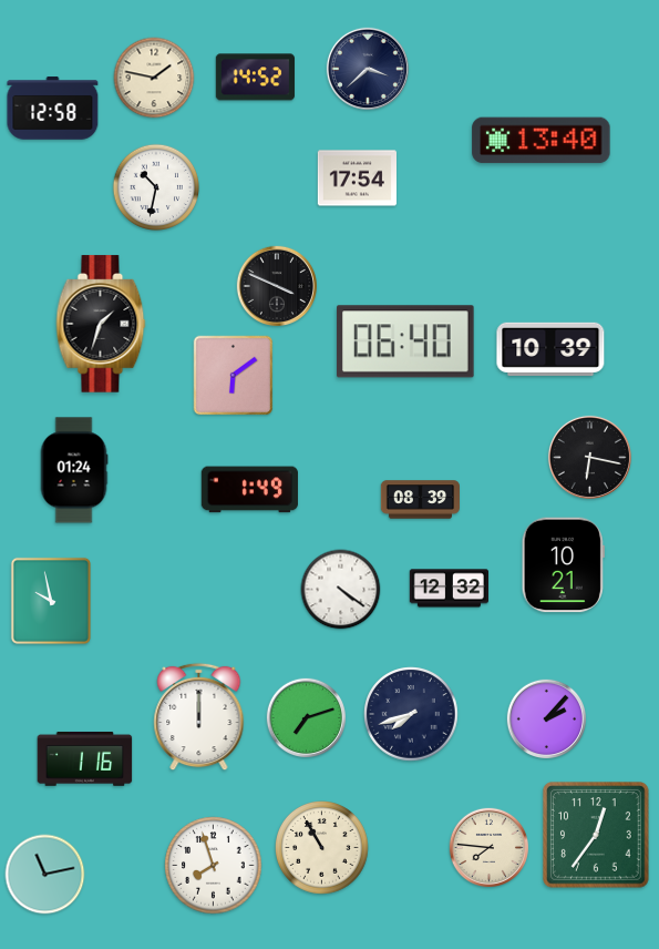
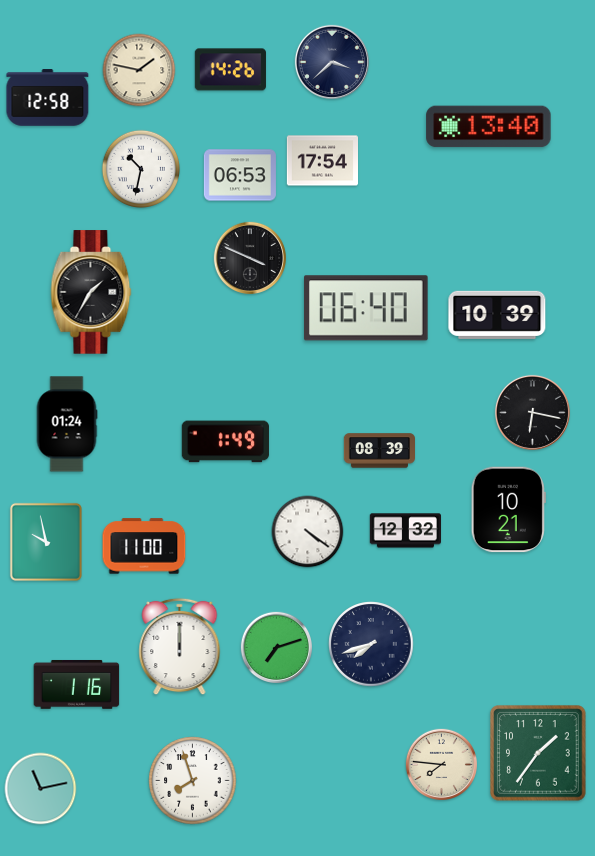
clock at (255, 78): 14:52 -> 14:26
clock at (240, 175): none -> 06:53
clock at (101, 324): 1:33 -> 1:35
clock at (234, 376): 6:09 -> none
clock at (144, 546): none -> 11:00
clock at (547, 720): 2:07 -> none
clock at (596, 835): 12:36 -> 1:36
clock at (322, 848): 10:55 -> none
